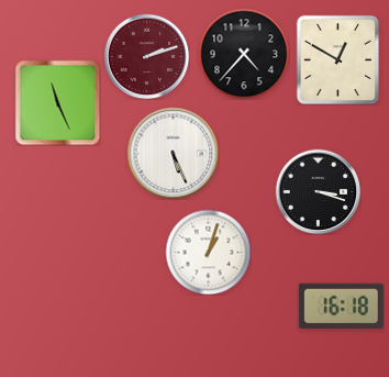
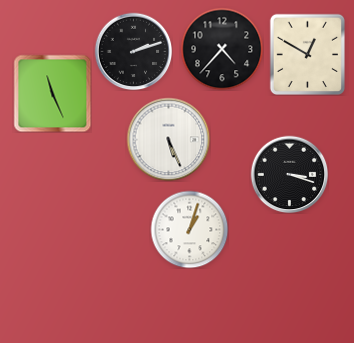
clock at (146, 56) dial: burgundy -> black
clock at (173, 153) position: (173, 153) -> (168, 139)
clock at (341, 306): 16:18 -> none
